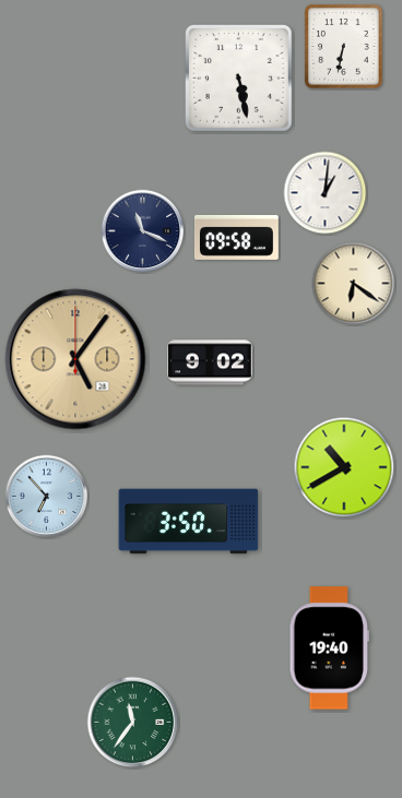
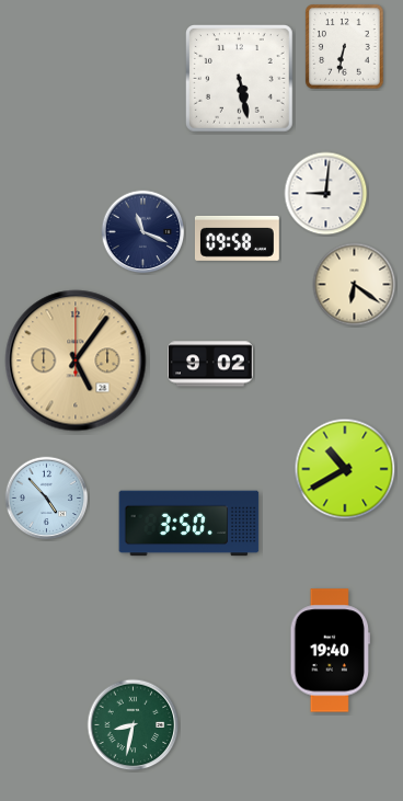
clock at (326, 193): 1:01 -> 9:01
clock at (47, 497): 6:53 -> 4:53
clock at (133, 723): 11:36 -> 8:32
